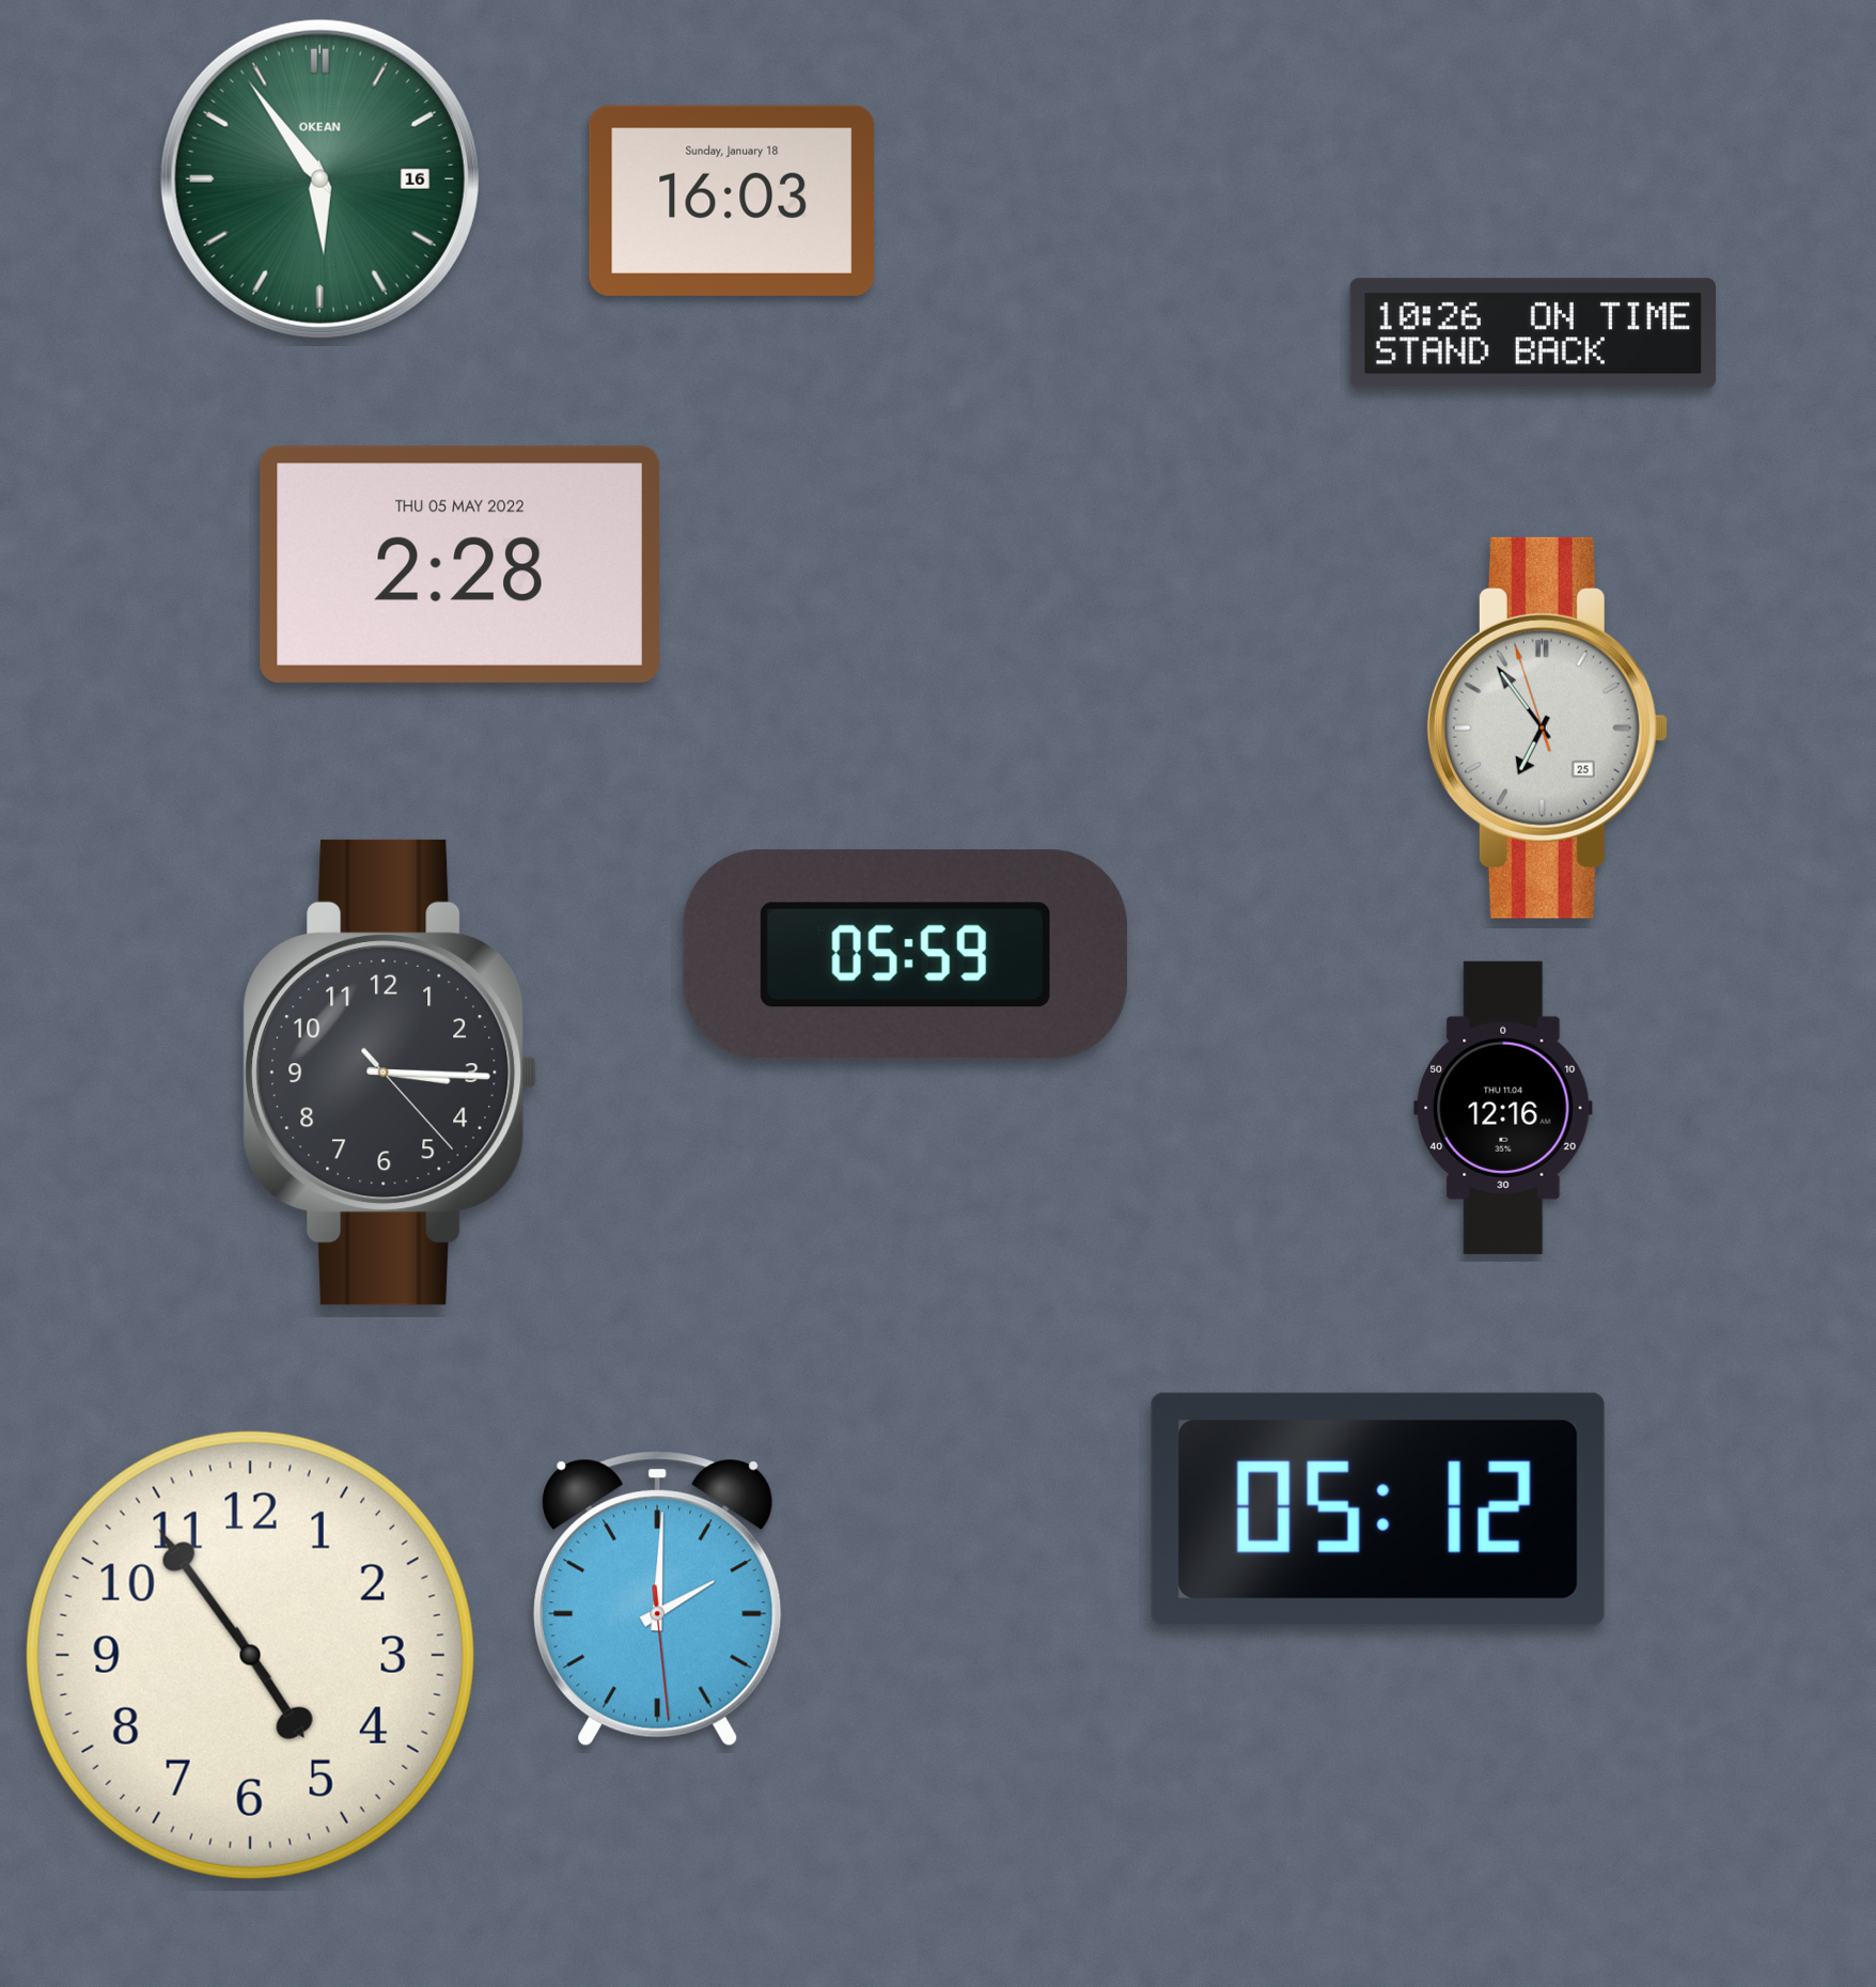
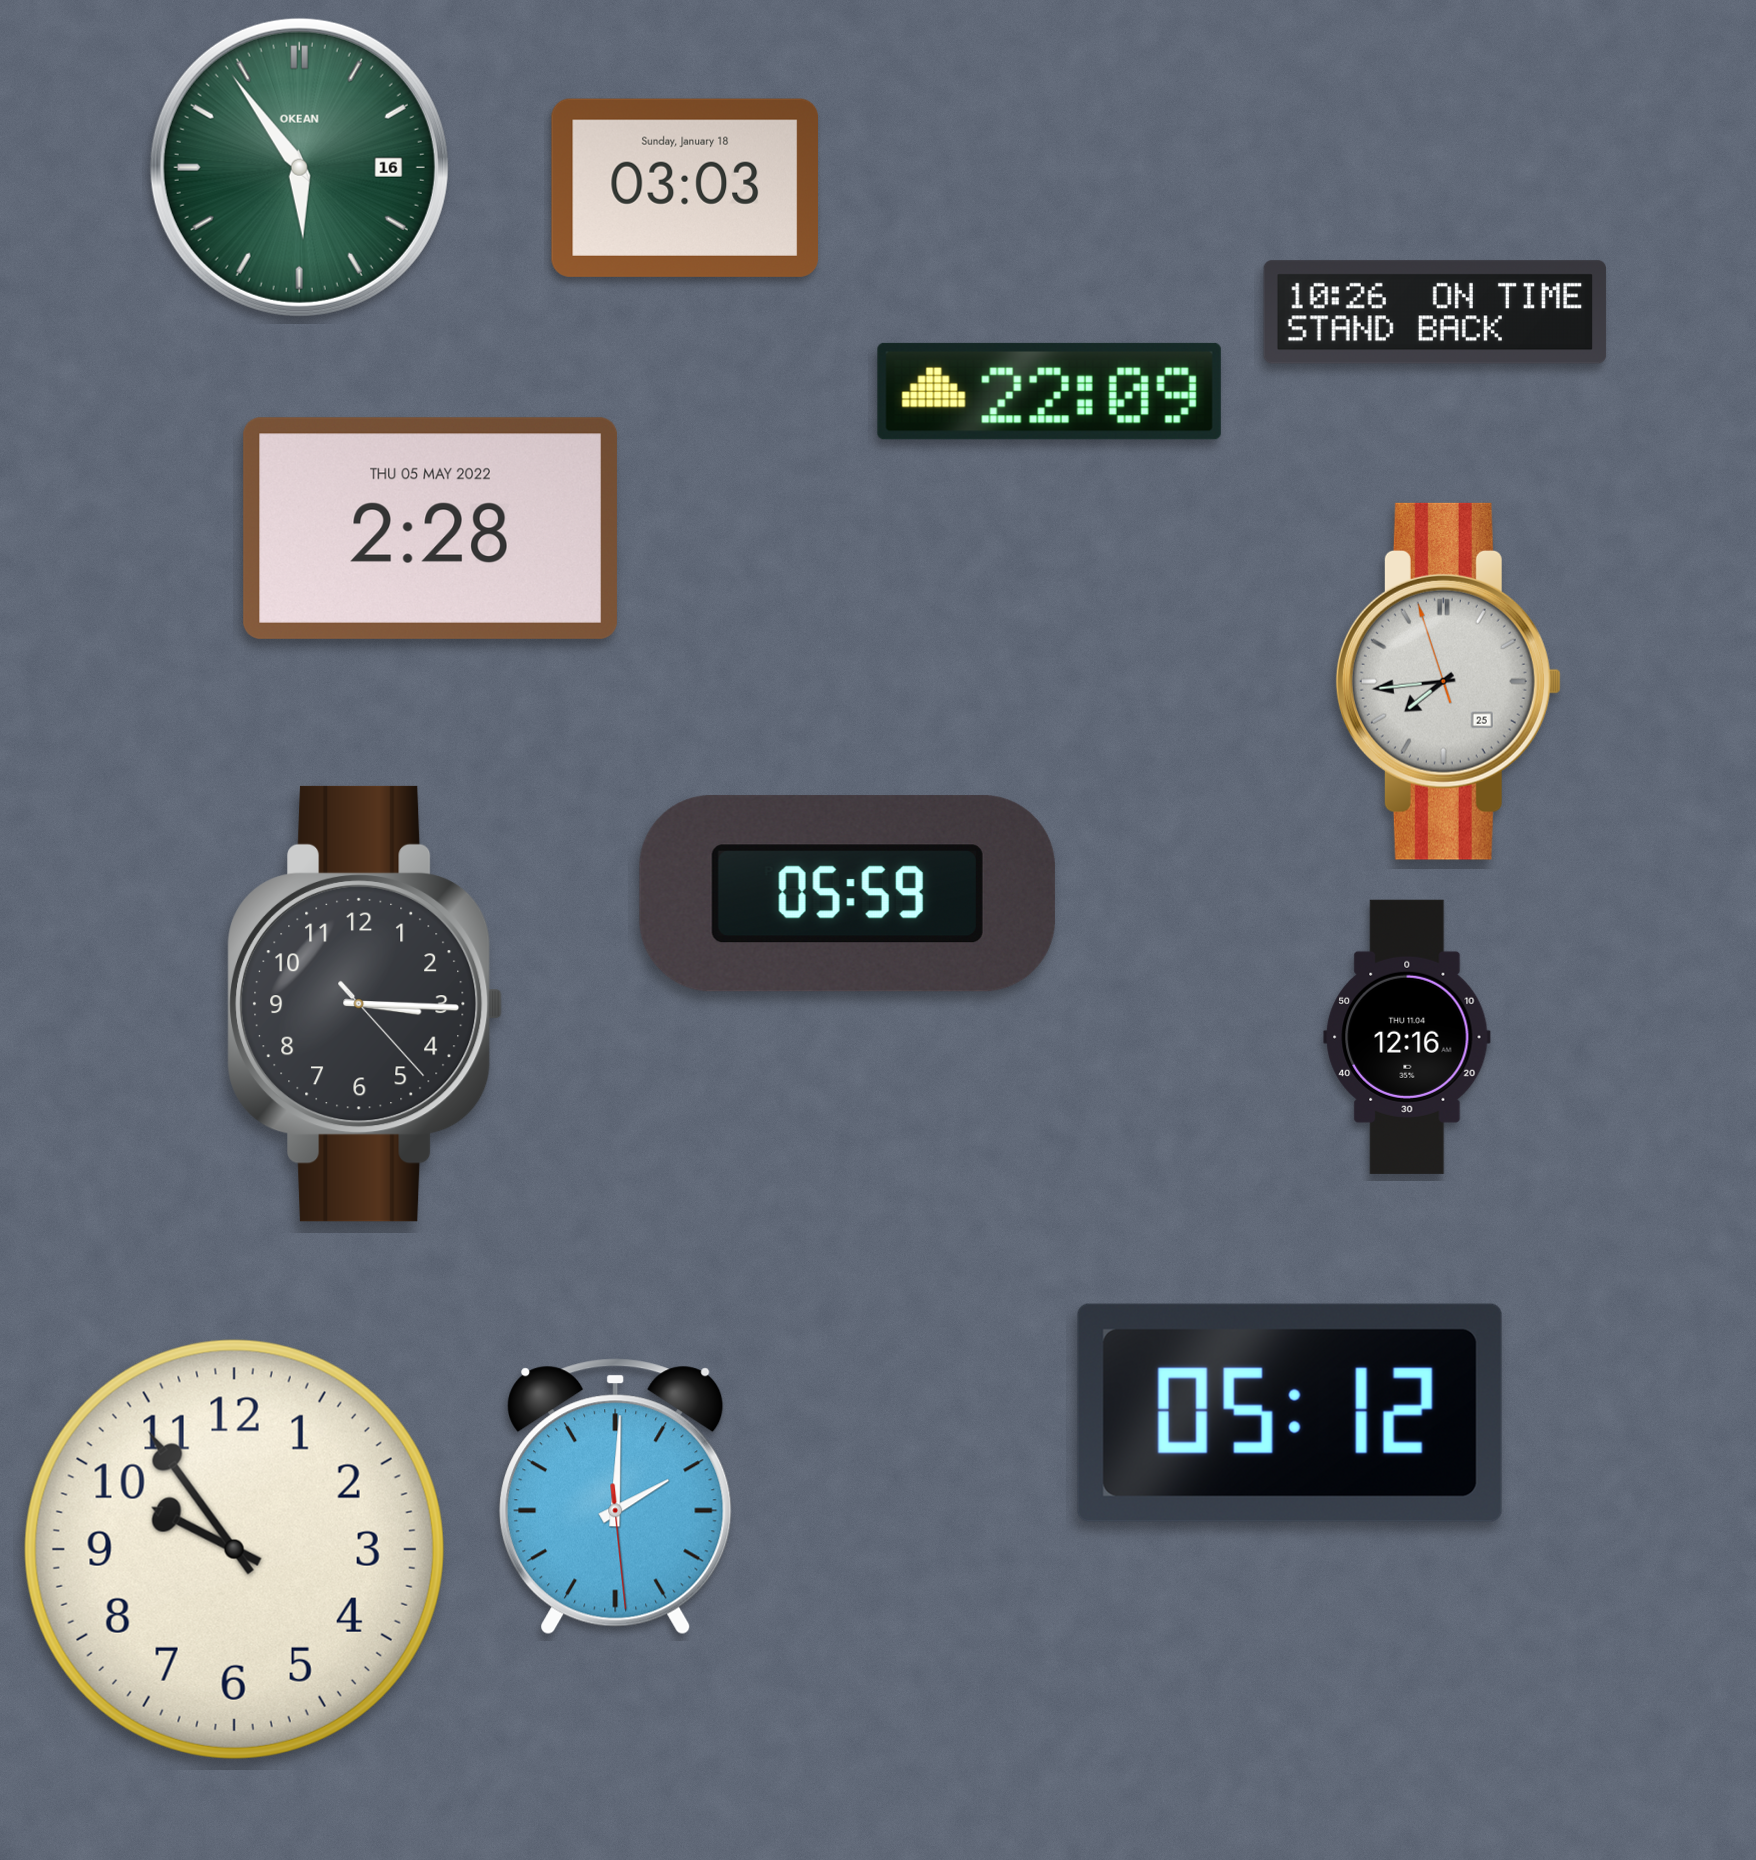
clock at (731, 201): 16:03 -> 03:03
clock at (1049, 391): none -> 22:09
clock at (1547, 727): 6:53 -> 7:43
clock at (250, 1655): 4:54 -> 9:54
